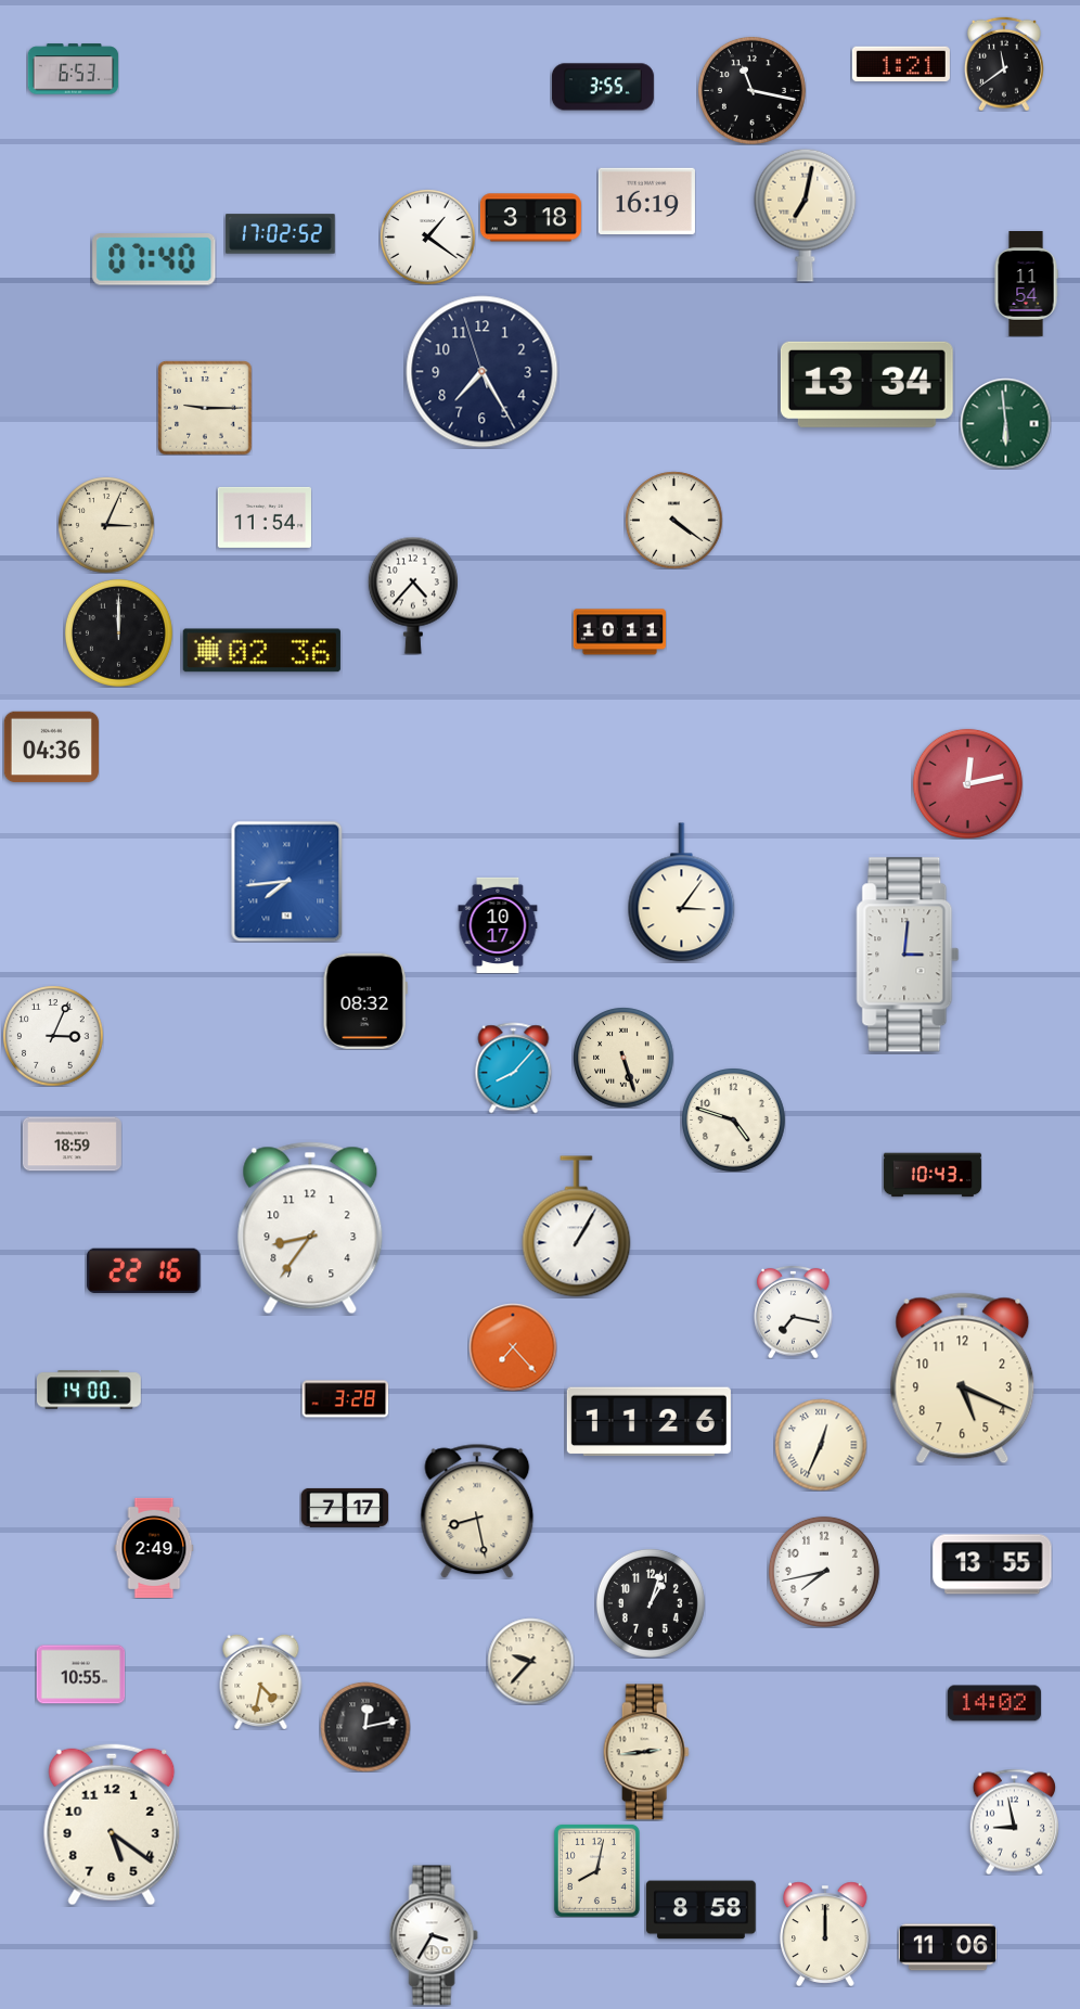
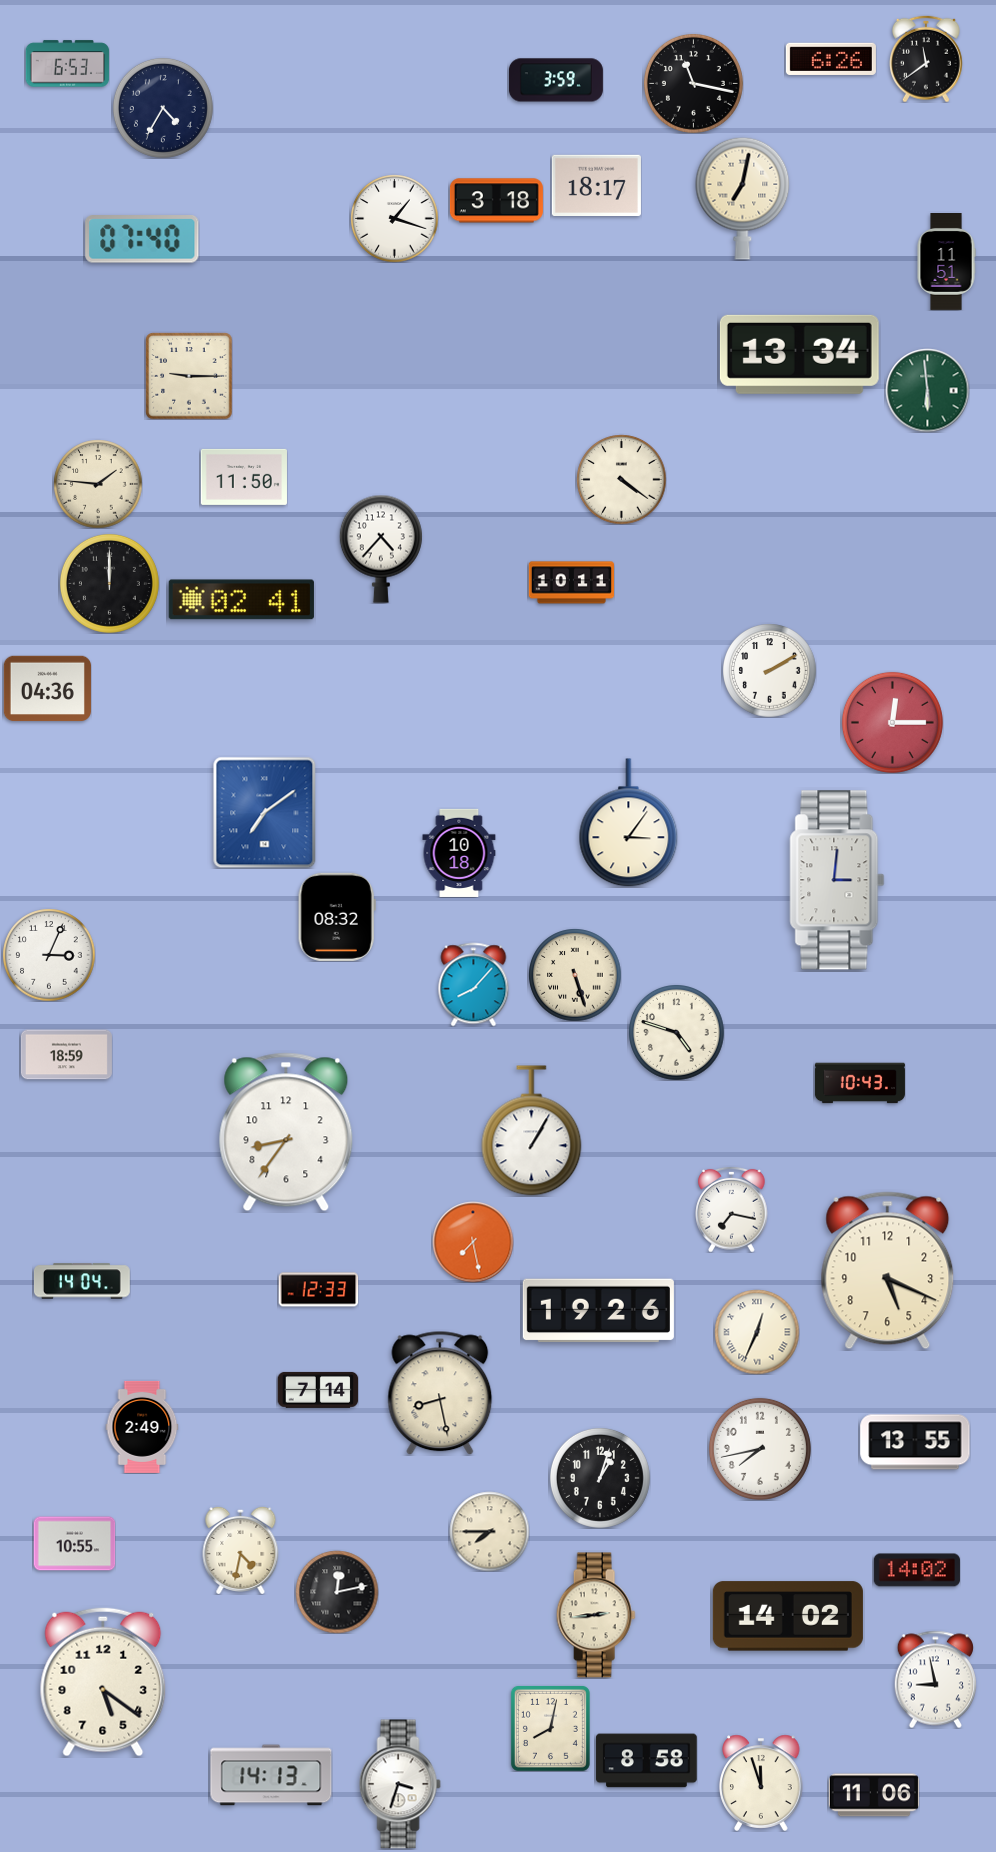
clock at (901, 63): 1:21 -> 6:26
clock at (603, 87): 3:55 -> 3:59
clock at (163, 108): none -> 4:35
clock at (646, 201): 16:19 -> 18:17
clock at (530, 218) position: (530, 218) -> (496, 201)
clock at (281, 234): 17:02 -> none
clock at (427, 236): 1:21 -> 1:18
clock at (1026, 284): 11:54 -> 11:51
clock at (483, 372): 7:24 -> none
clock at (265, 517): 11:54 -> 11:50
clock at (106, 525): 3:04 -> 1:46
clock at (261, 651): 02:36 -> 02:41
clock at (769, 670): none -> 2:10
clock at (967, 783): 12:13 -> 12:15
clock at (287, 881): 7:44 -> 7:09
clock at (498, 925): 10:17 -> 10:18
clock at (365, 1001) position: (365, 1001) -> (337, 917)
clock at (144, 1270): 22:16 -> none
clock at (513, 1347): 7:23 -> 7:28
clock at (89, 1390): 14:00 -> 14:04
clock at (345, 1399): 3:28 -> 12:33
clock at (648, 1422): 11:26 -> 19:26
clock at (345, 1508): 7:17 -> 7:14
clock at (530, 1661): 9:37 -> 7:45
clock at (788, 1616): none -> 14:02
clock at (596, 1870) position: (596, 1870) -> (550, 1728)
clock at (271, 1775): none -> 14:13
clock at (825, 1934): 12:00 -> 11:57
clock at (434, 1935): 3:35 -> 3:33
